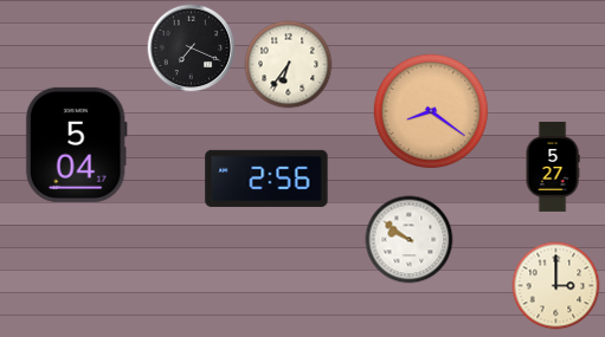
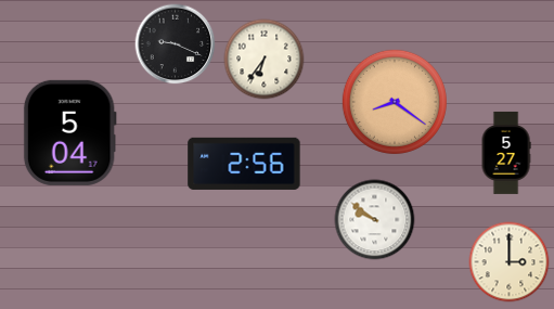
clock at (192, 48): 7:19 -> 9:19
